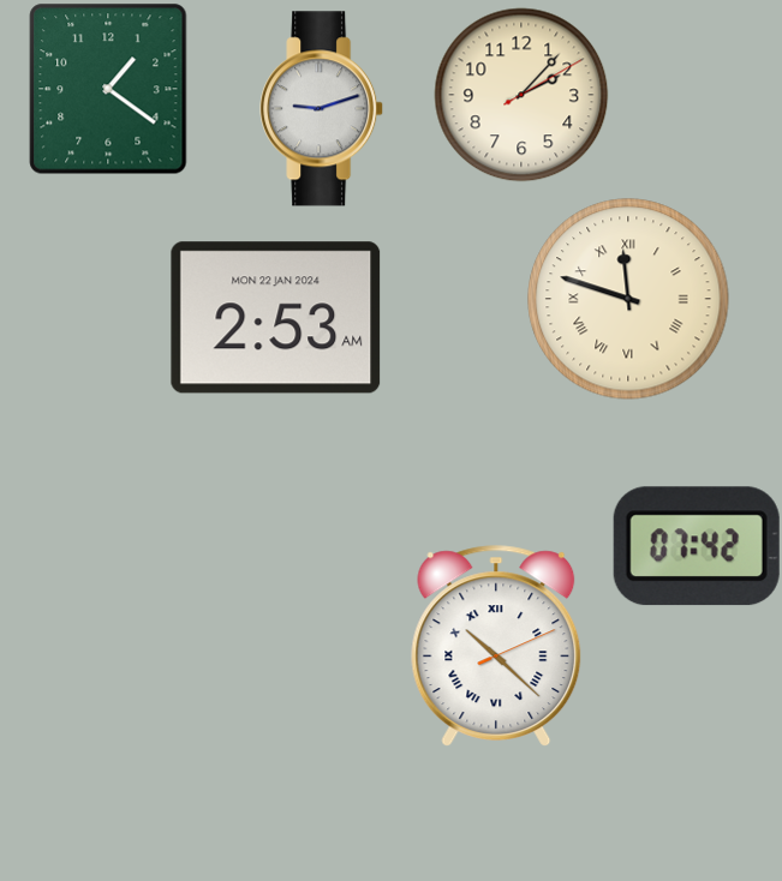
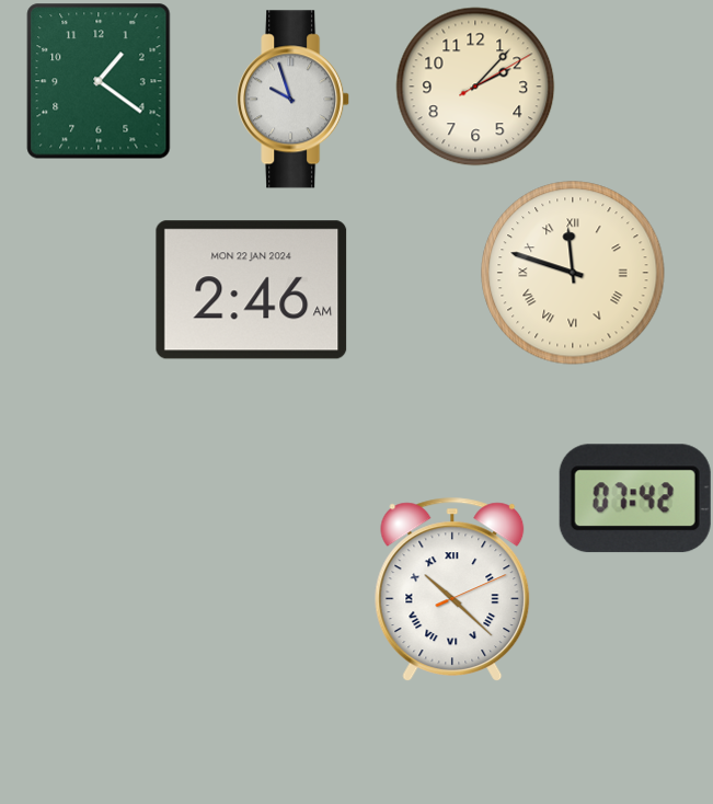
clock at (322, 109): 9:12 -> 9:57
clock at (276, 318): 2:53 -> 2:46
